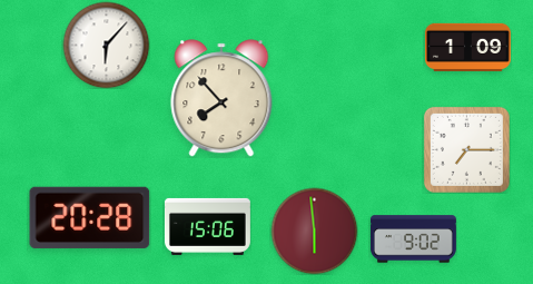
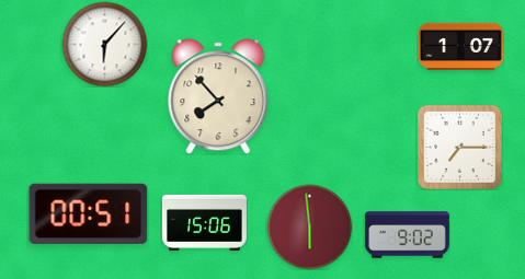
clock at (467, 47): 1:09 -> 1:07
clock at (90, 217): 20:28 -> 00:51
